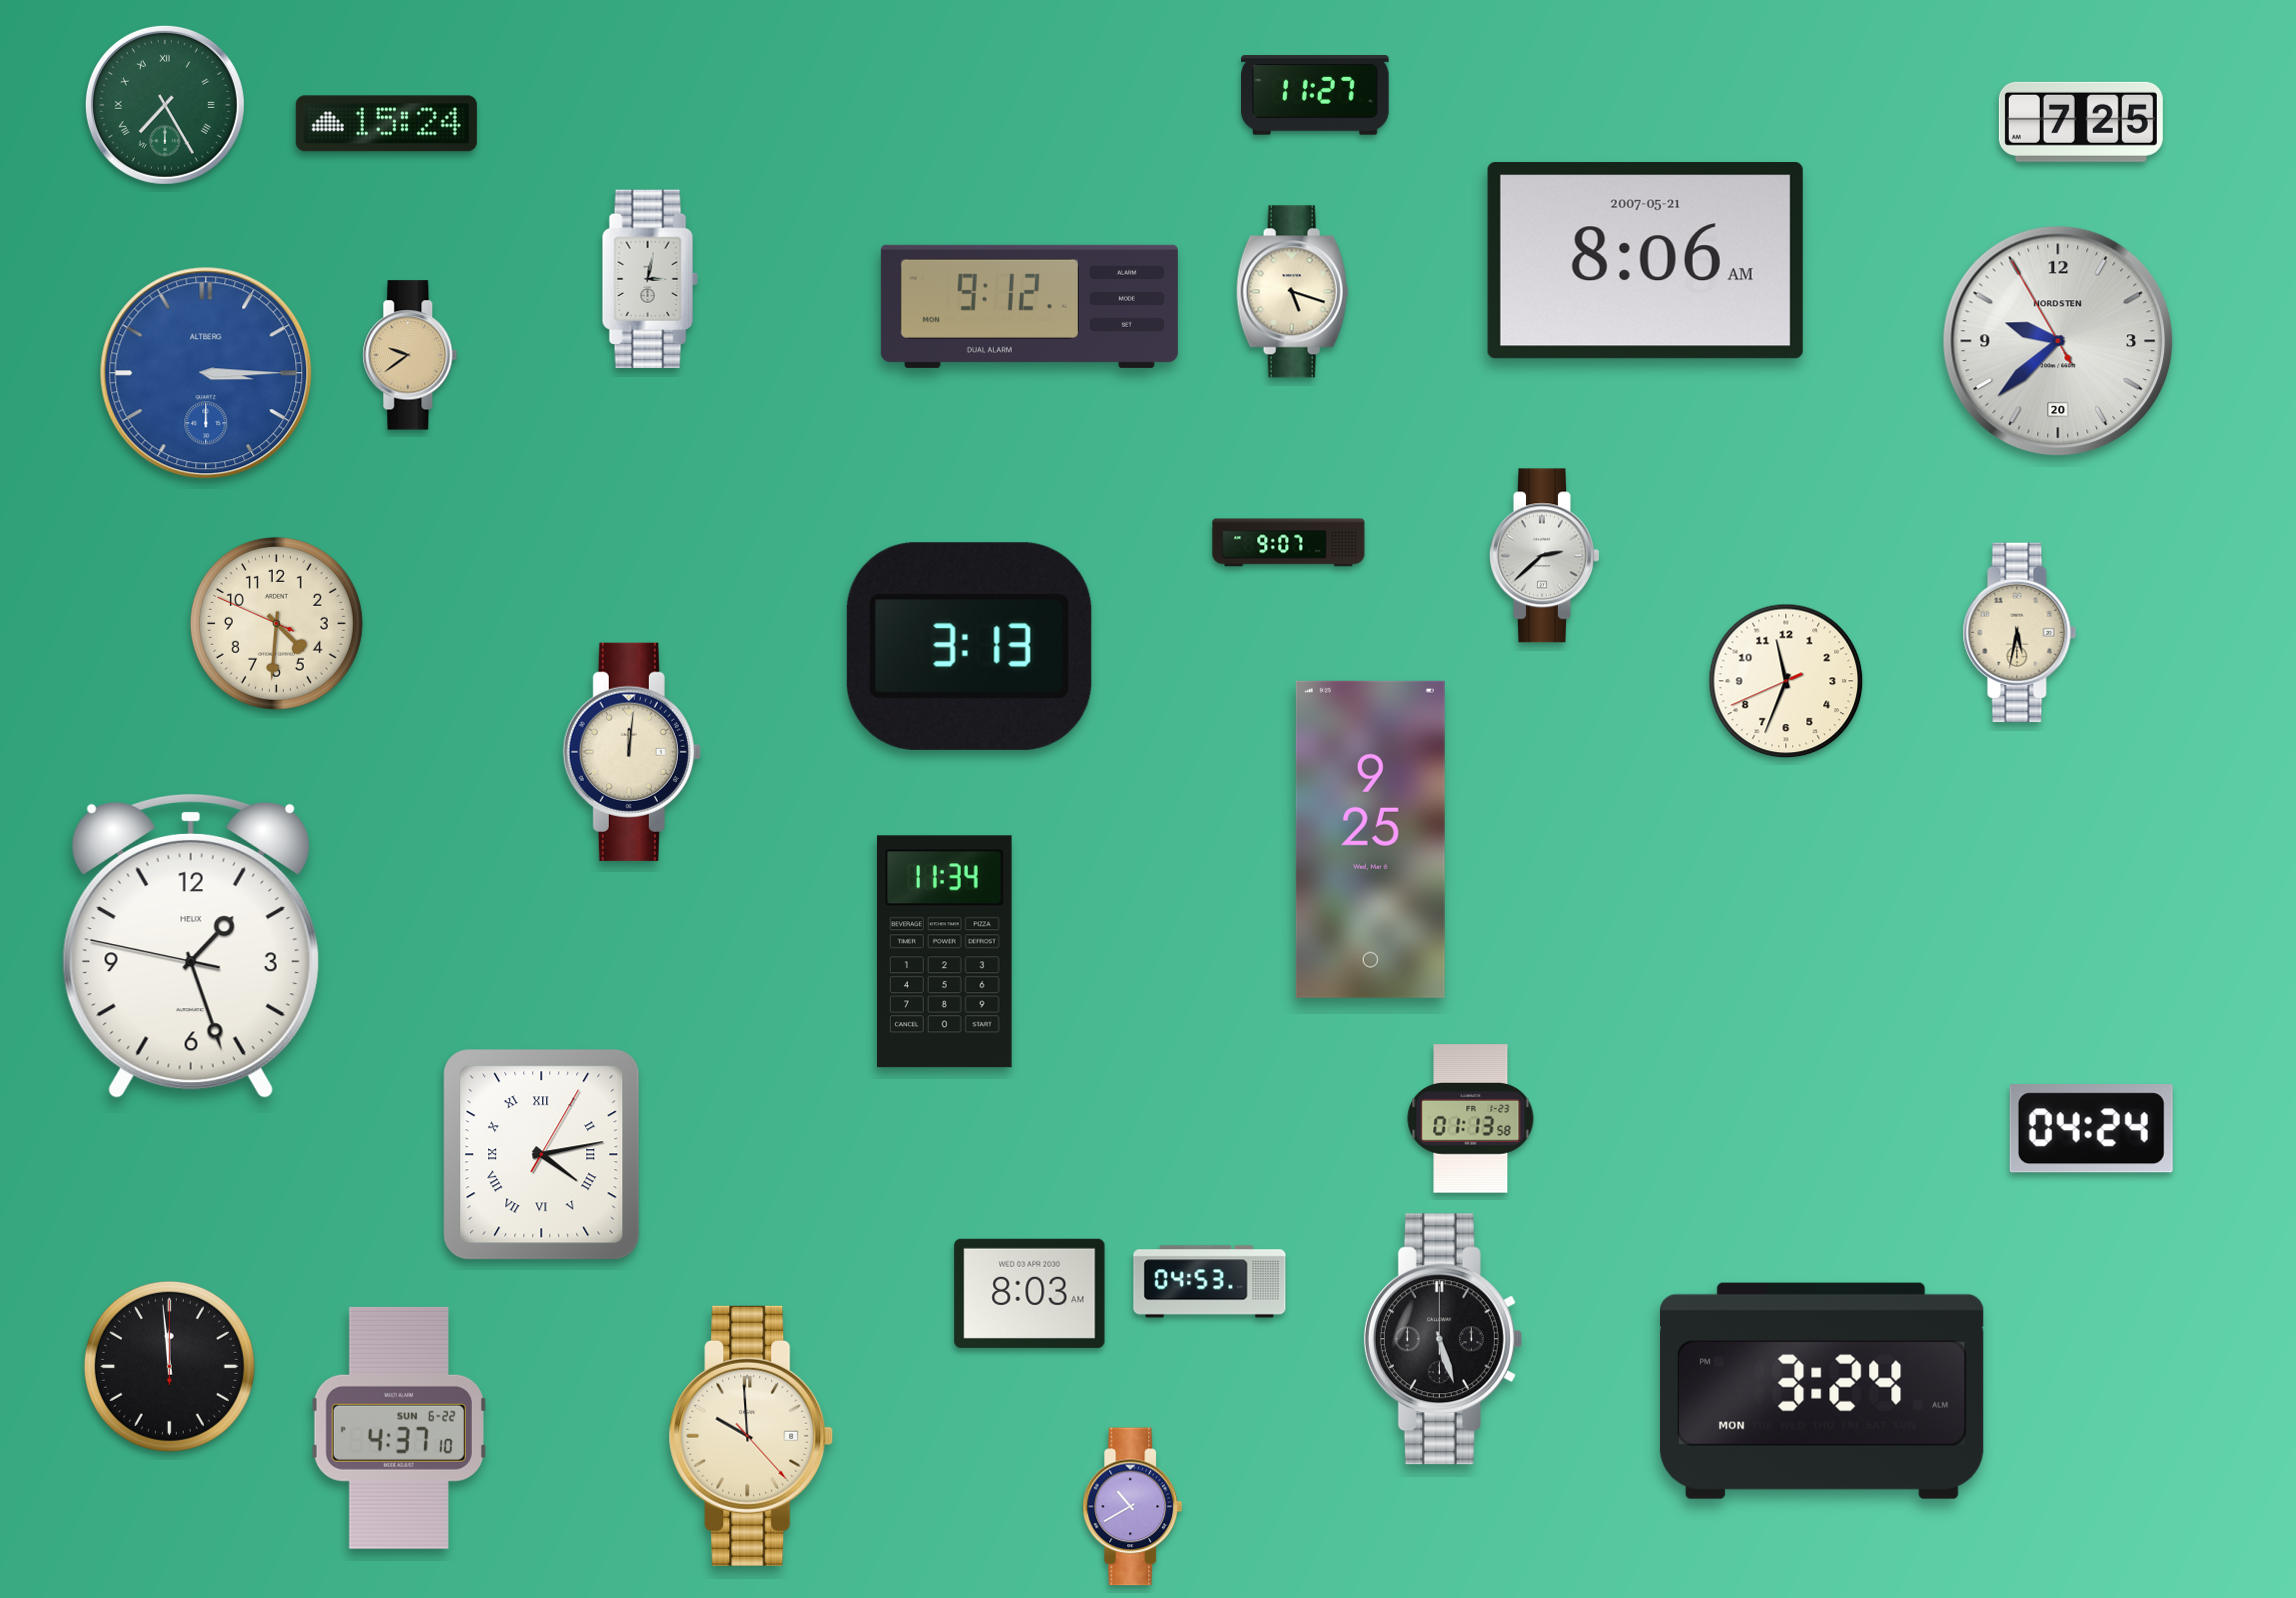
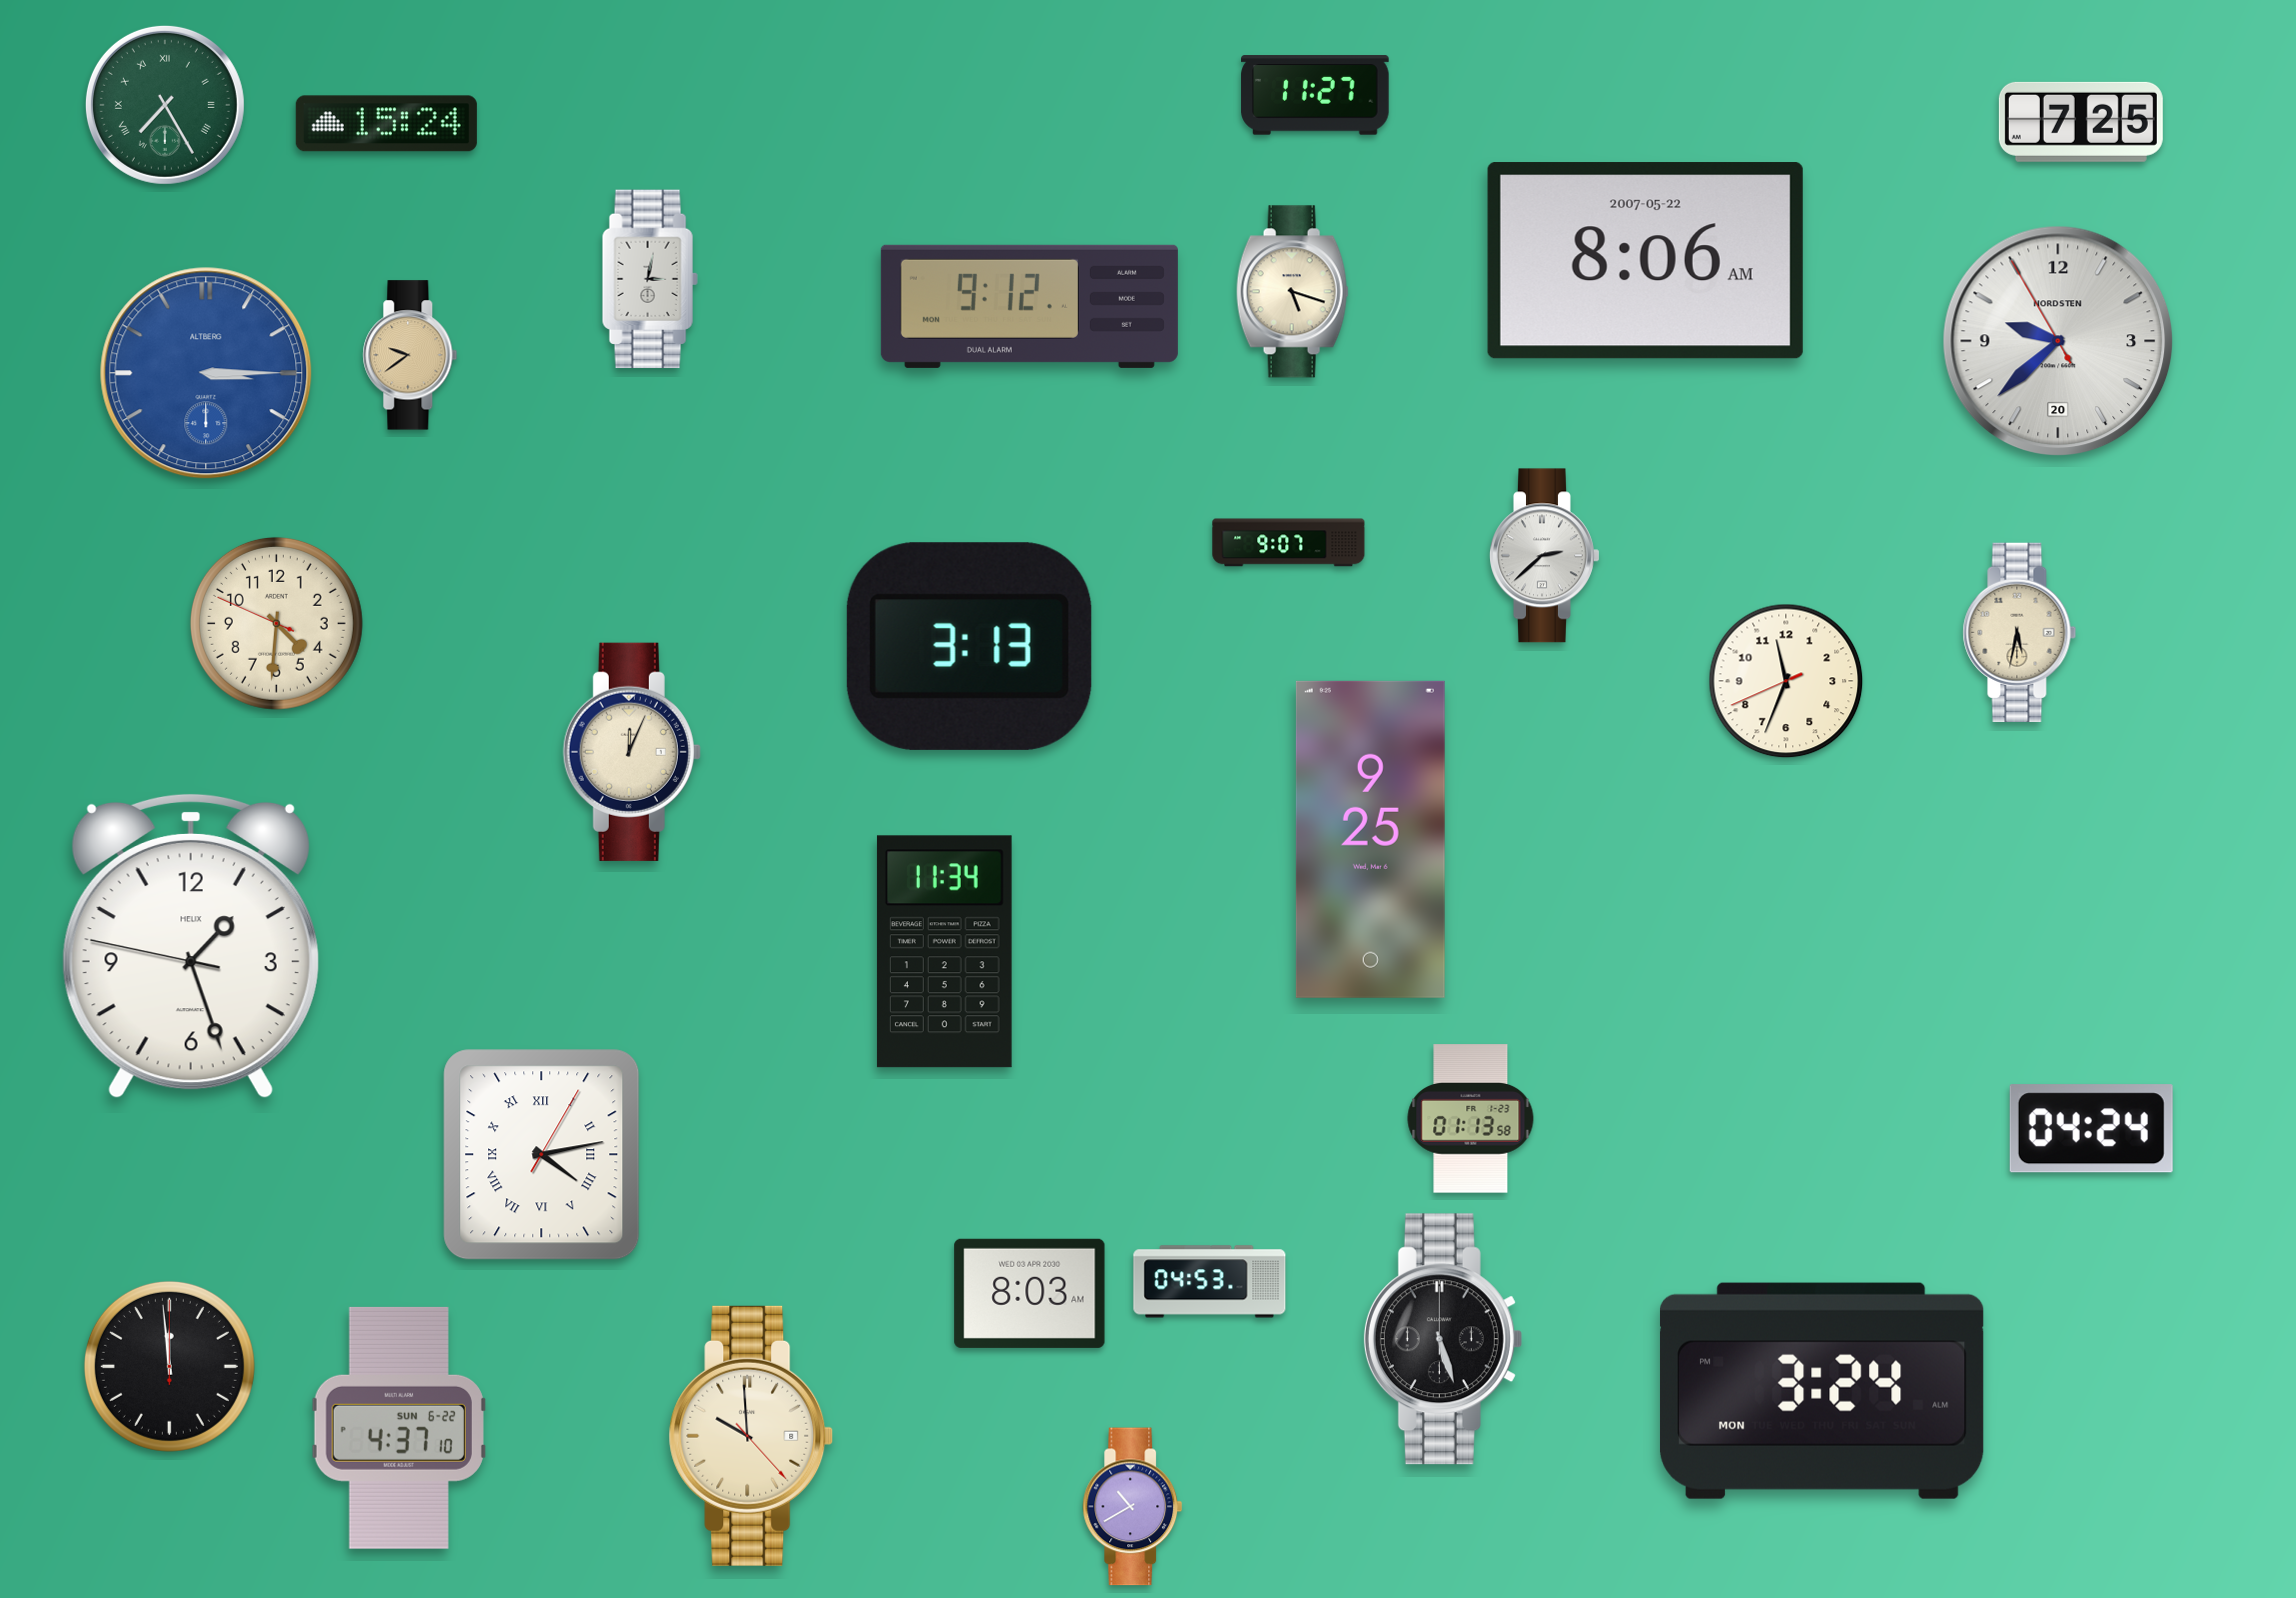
clock at (1645, 261) date: 2007-05-21 -> 2007-05-22
clock at (632, 752): 12:01 -> 12:04
